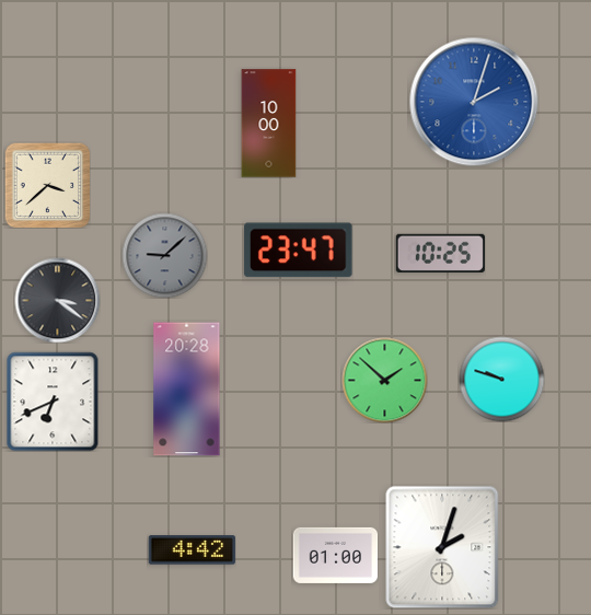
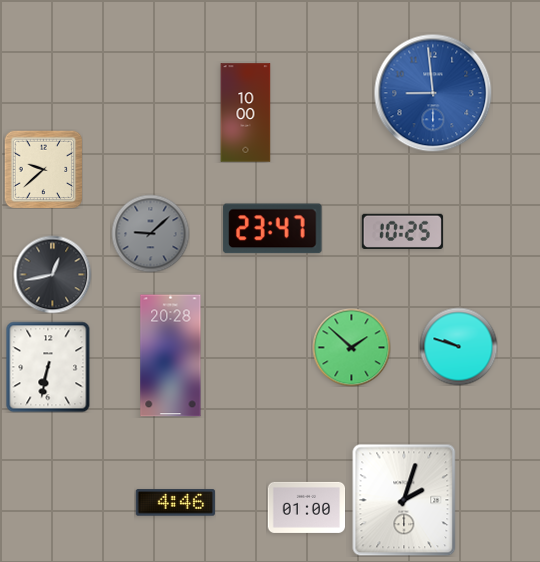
clock at (474, 102): 2:03 -> 8:59
clock at (47, 185): 3:38 -> 9:38
clock at (57, 300): 3:21 -> 12:43
clock at (53, 402): 6:41 -> 6:32
clock at (192, 550): 4:42 -> 4:46
